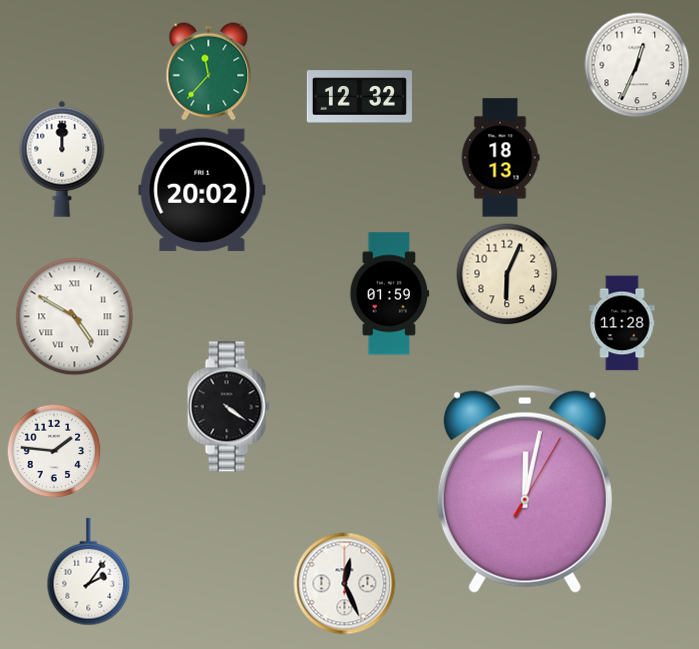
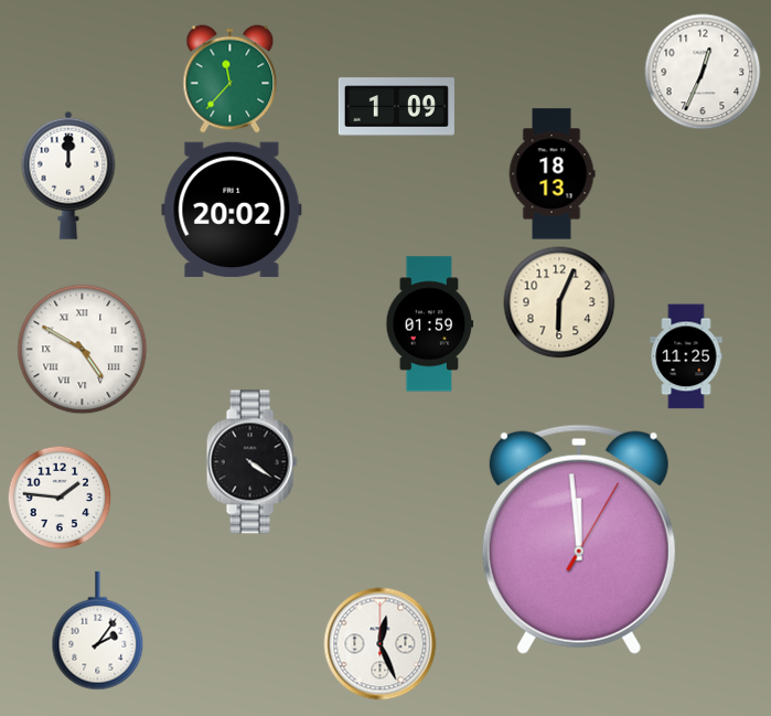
clock at (359, 97): 12:32 -> 1:09
clock at (202, 190) position: (202, 190) -> (232, 210)
clock at (622, 323): 11:28 -> 11:25
clock at (228, 407) position: (228, 407) -> (251, 462)
clock at (525, 489): 12:02 -> 11:59
